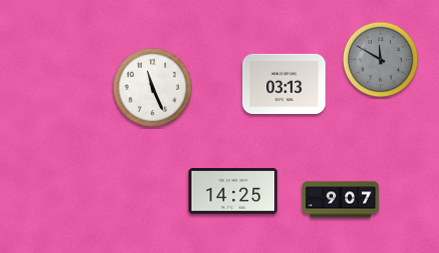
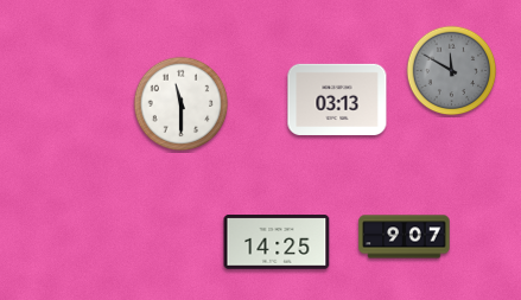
clock at (153, 88): 11:26 -> 11:30
clock at (233, 191) position: (233, 191) -> (277, 242)
